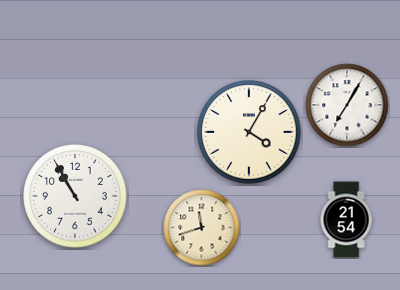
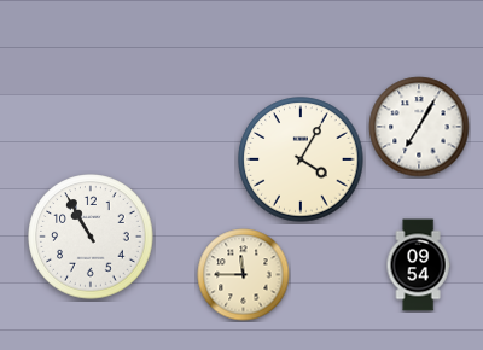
clock at (346, 220): 21:54 -> 09:54
clock at (202, 228): 11:42 -> 11:45
